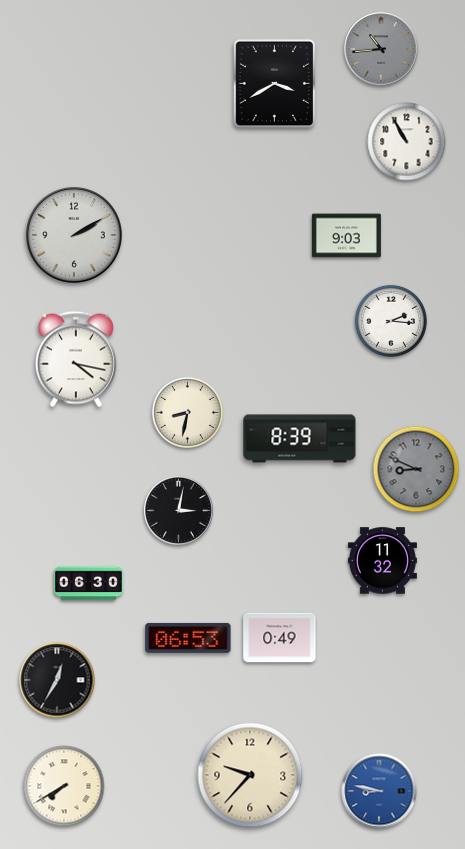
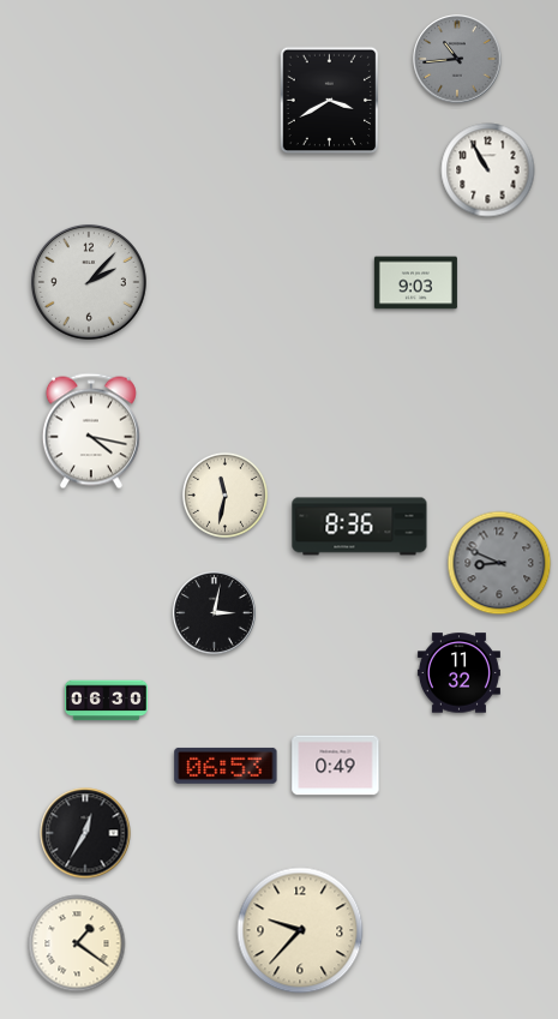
clock at (74, 235): 2:10 -> 2:07
clock at (391, 321): 2:16 -> none
clock at (187, 412): 8:32 -> 11:32
clock at (300, 439): 8:39 -> 8:36
clock at (57, 680) position: (57, 680) -> (85, 833)
clock at (64, 786): 7:40 -> 1:21
clock at (379, 791): 8:47 -> none
